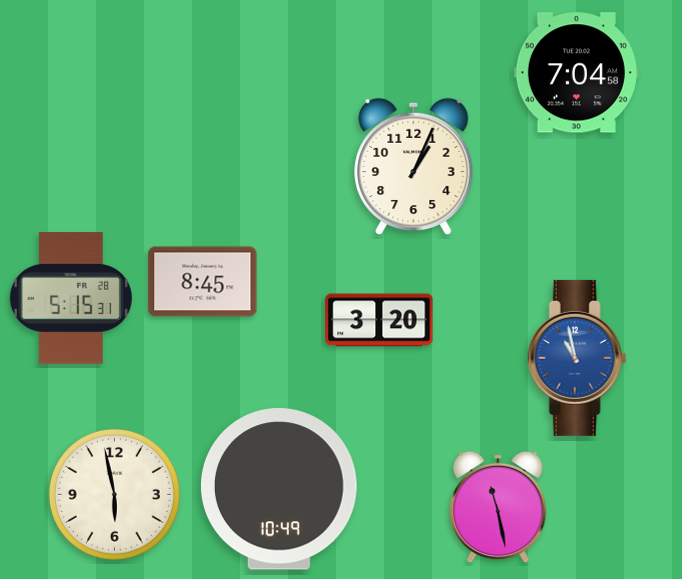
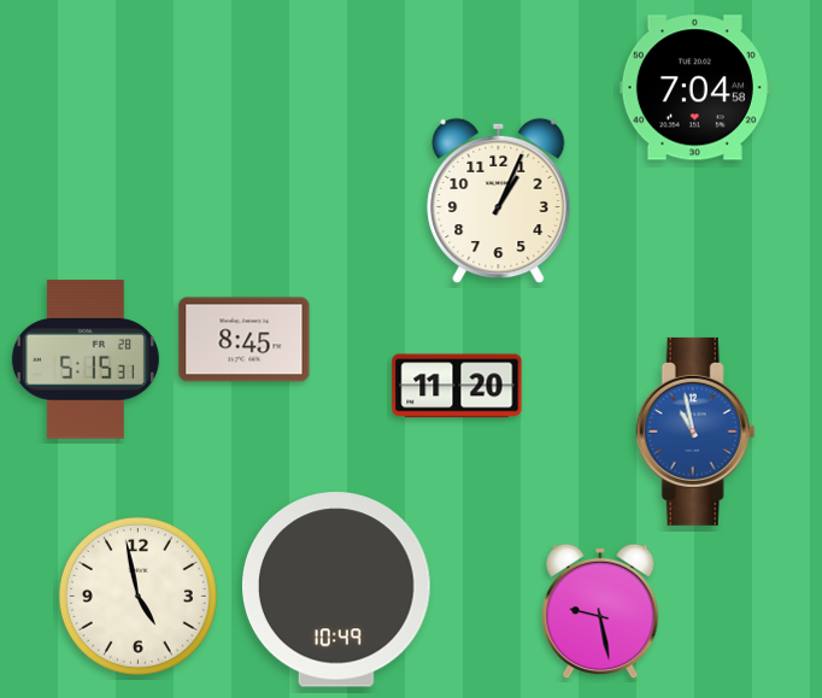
clock at (379, 320): 3:20 -> 11:20
clock at (114, 494): 5:58 -> 4:58
clock at (498, 507): 11:28 -> 9:28
